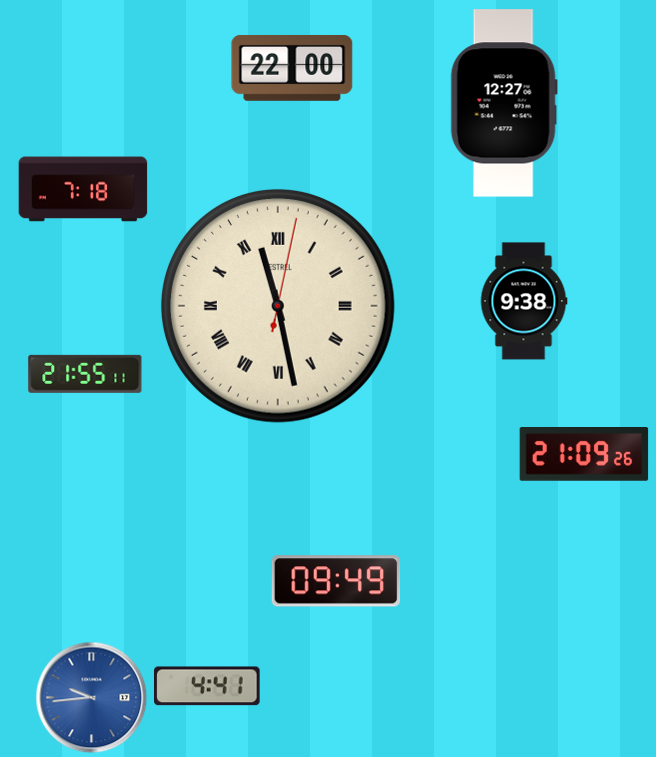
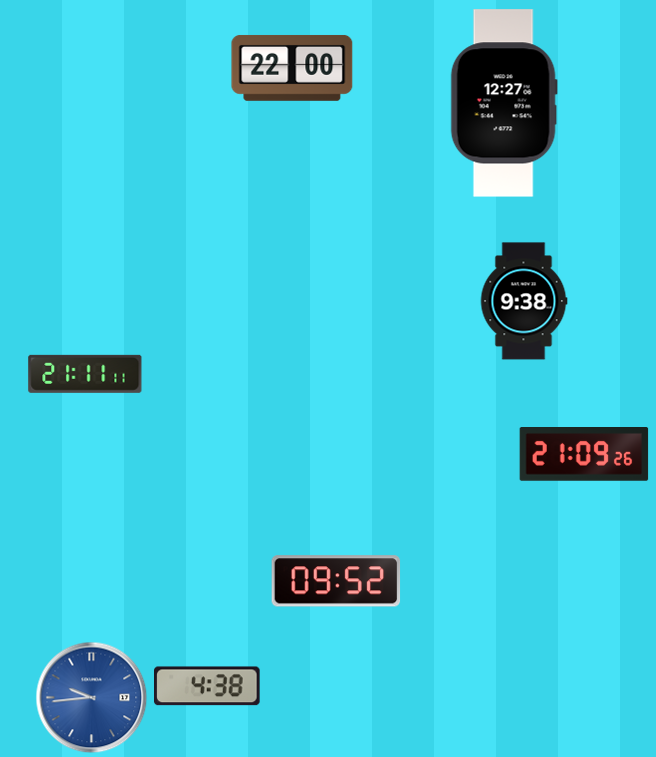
clock at (83, 189): 7:18 -> none
clock at (278, 306): 11:28 -> none
clock at (85, 374): 21:55 -> 21:11
clock at (336, 581): 09:49 -> 09:52
clock at (208, 686): 4:41 -> 4:38
